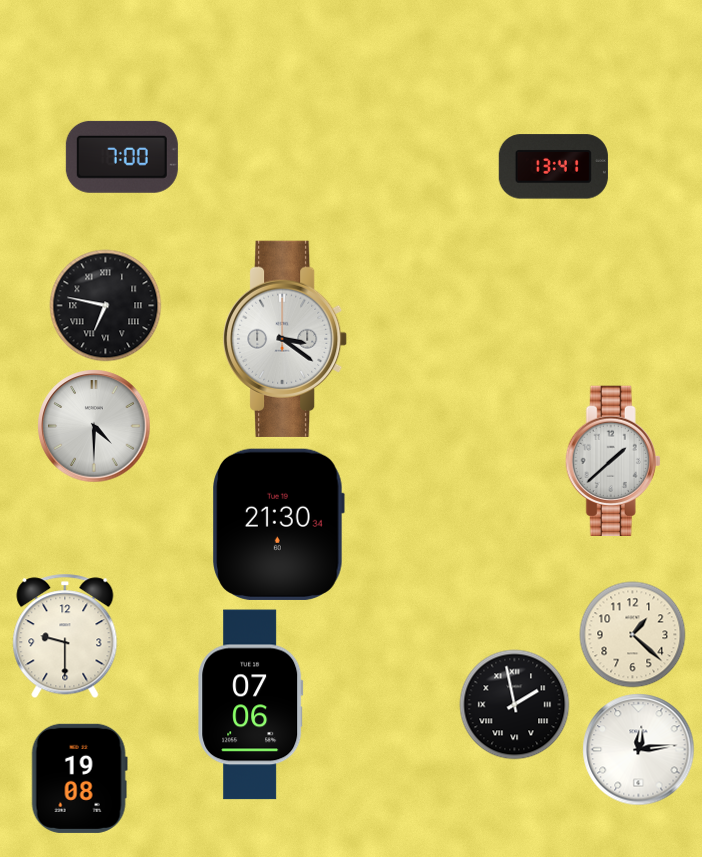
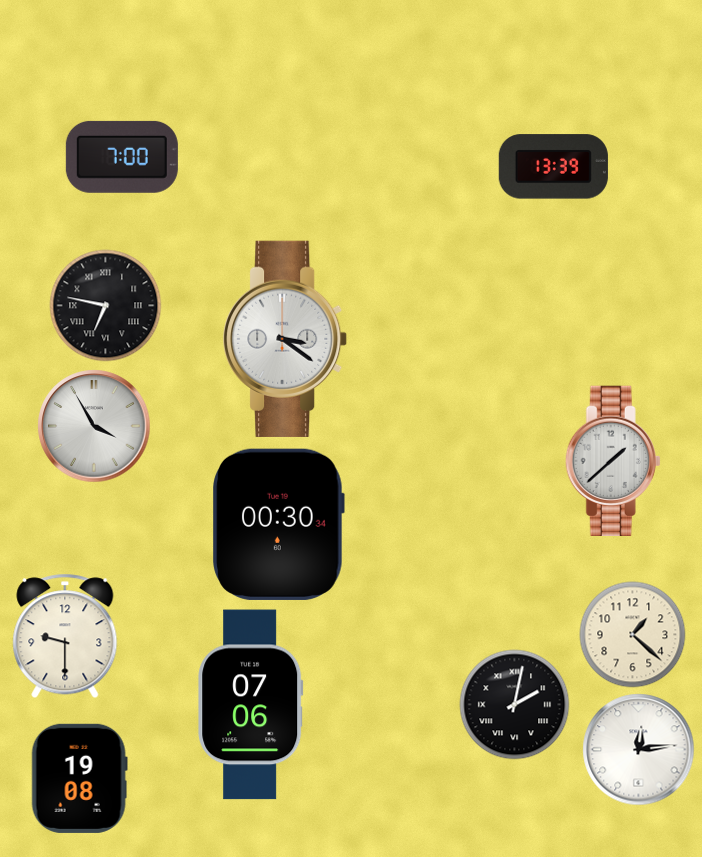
clock at (553, 167): 13:41 -> 13:39
clock at (94, 426): 4:30 -> 3:55
clock at (278, 524): 21:30 -> 00:30
clock at (515, 705): 1:58 -> 2:02
